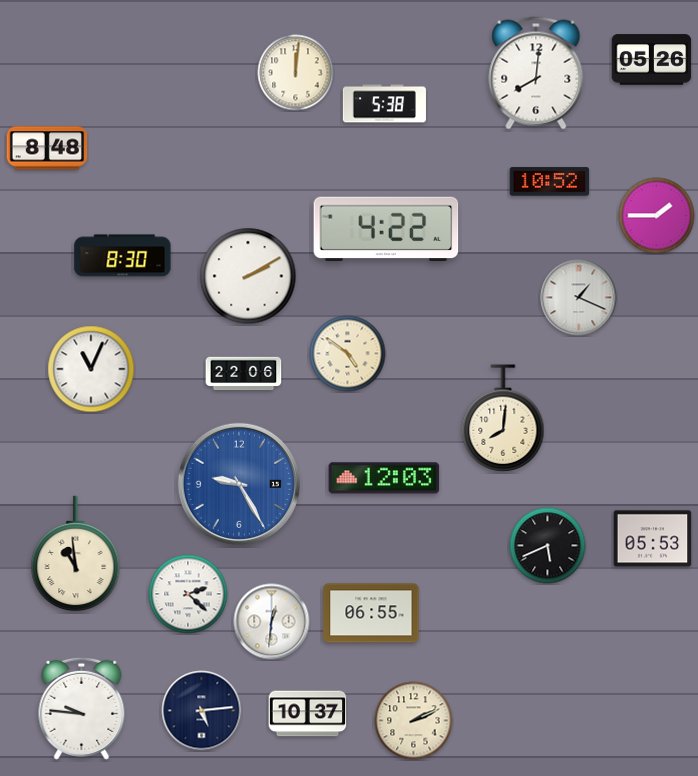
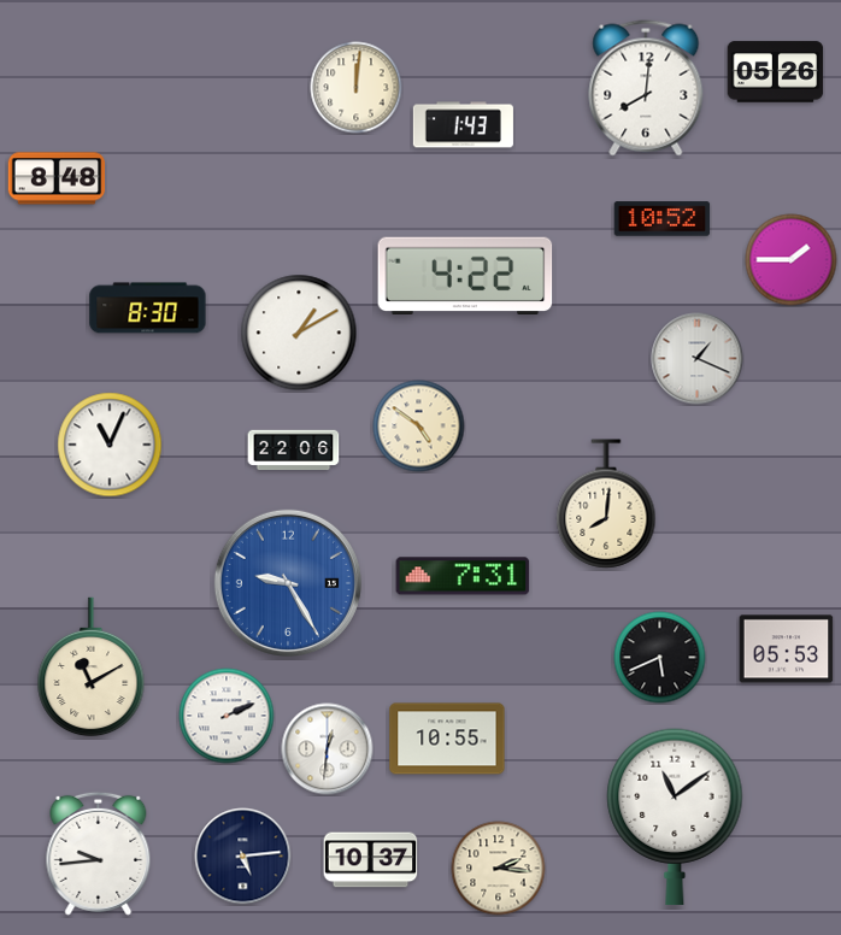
clock at (652, 60) position: (652, 60) -> (776, 72)
clock at (384, 104): 5:38 -> 1:43
clock at (248, 276): 2:10 -> 1:10
clock at (384, 478): 12:03 -> 7:31
clock at (76, 554): 10:59 -> 11:10
clock at (188, 594): 2:22 -> 2:11
clock at (371, 613): 06:55 -> 10:55
clock at (675, 817): none -> 11:09
clock at (82, 708): 9:46 -> 9:44
clock at (414, 721): 2:11 -> 2:16
